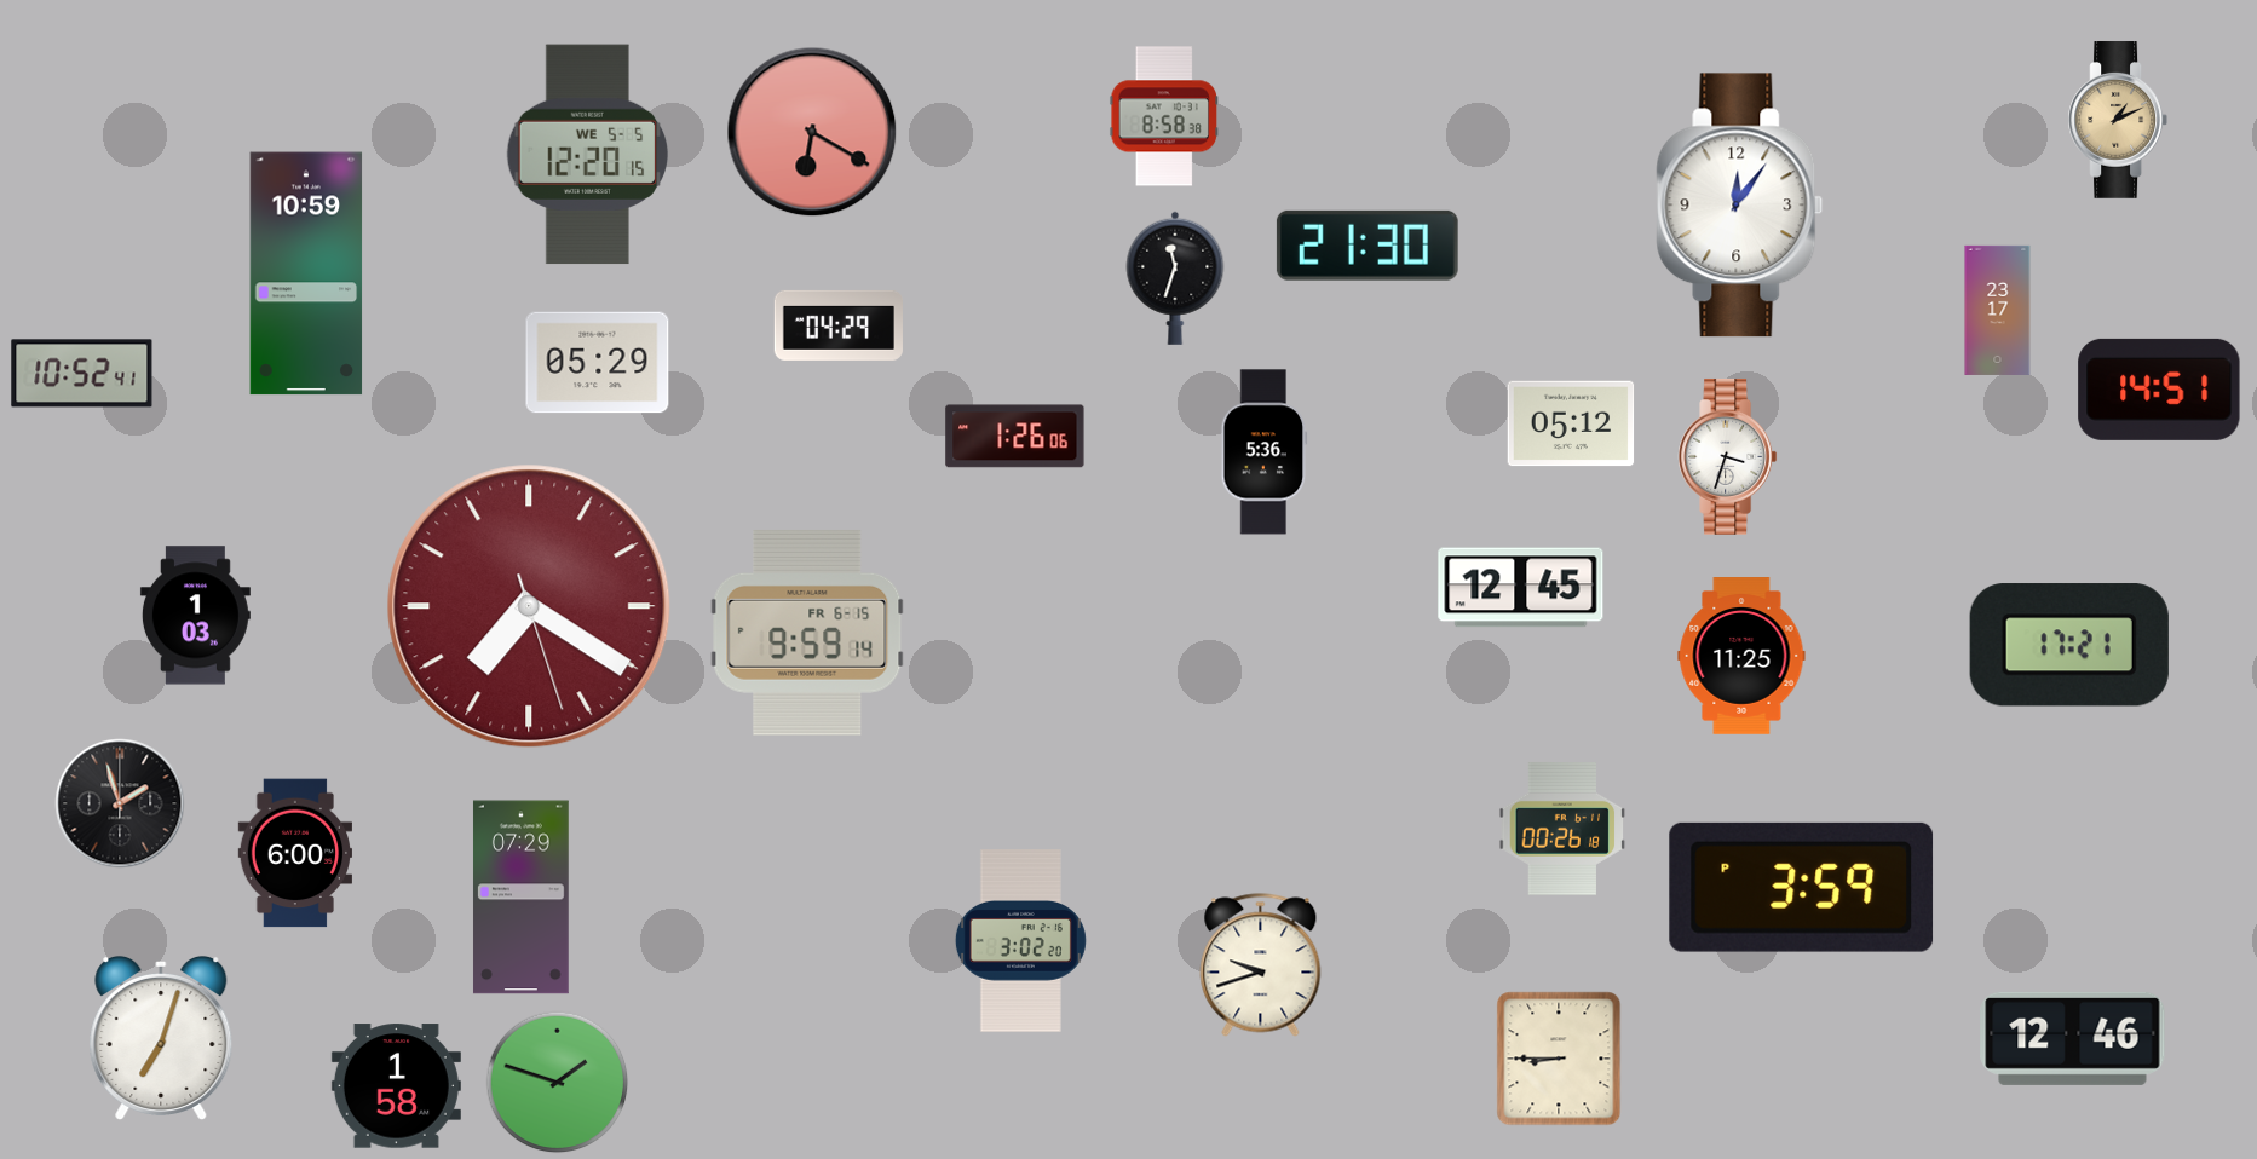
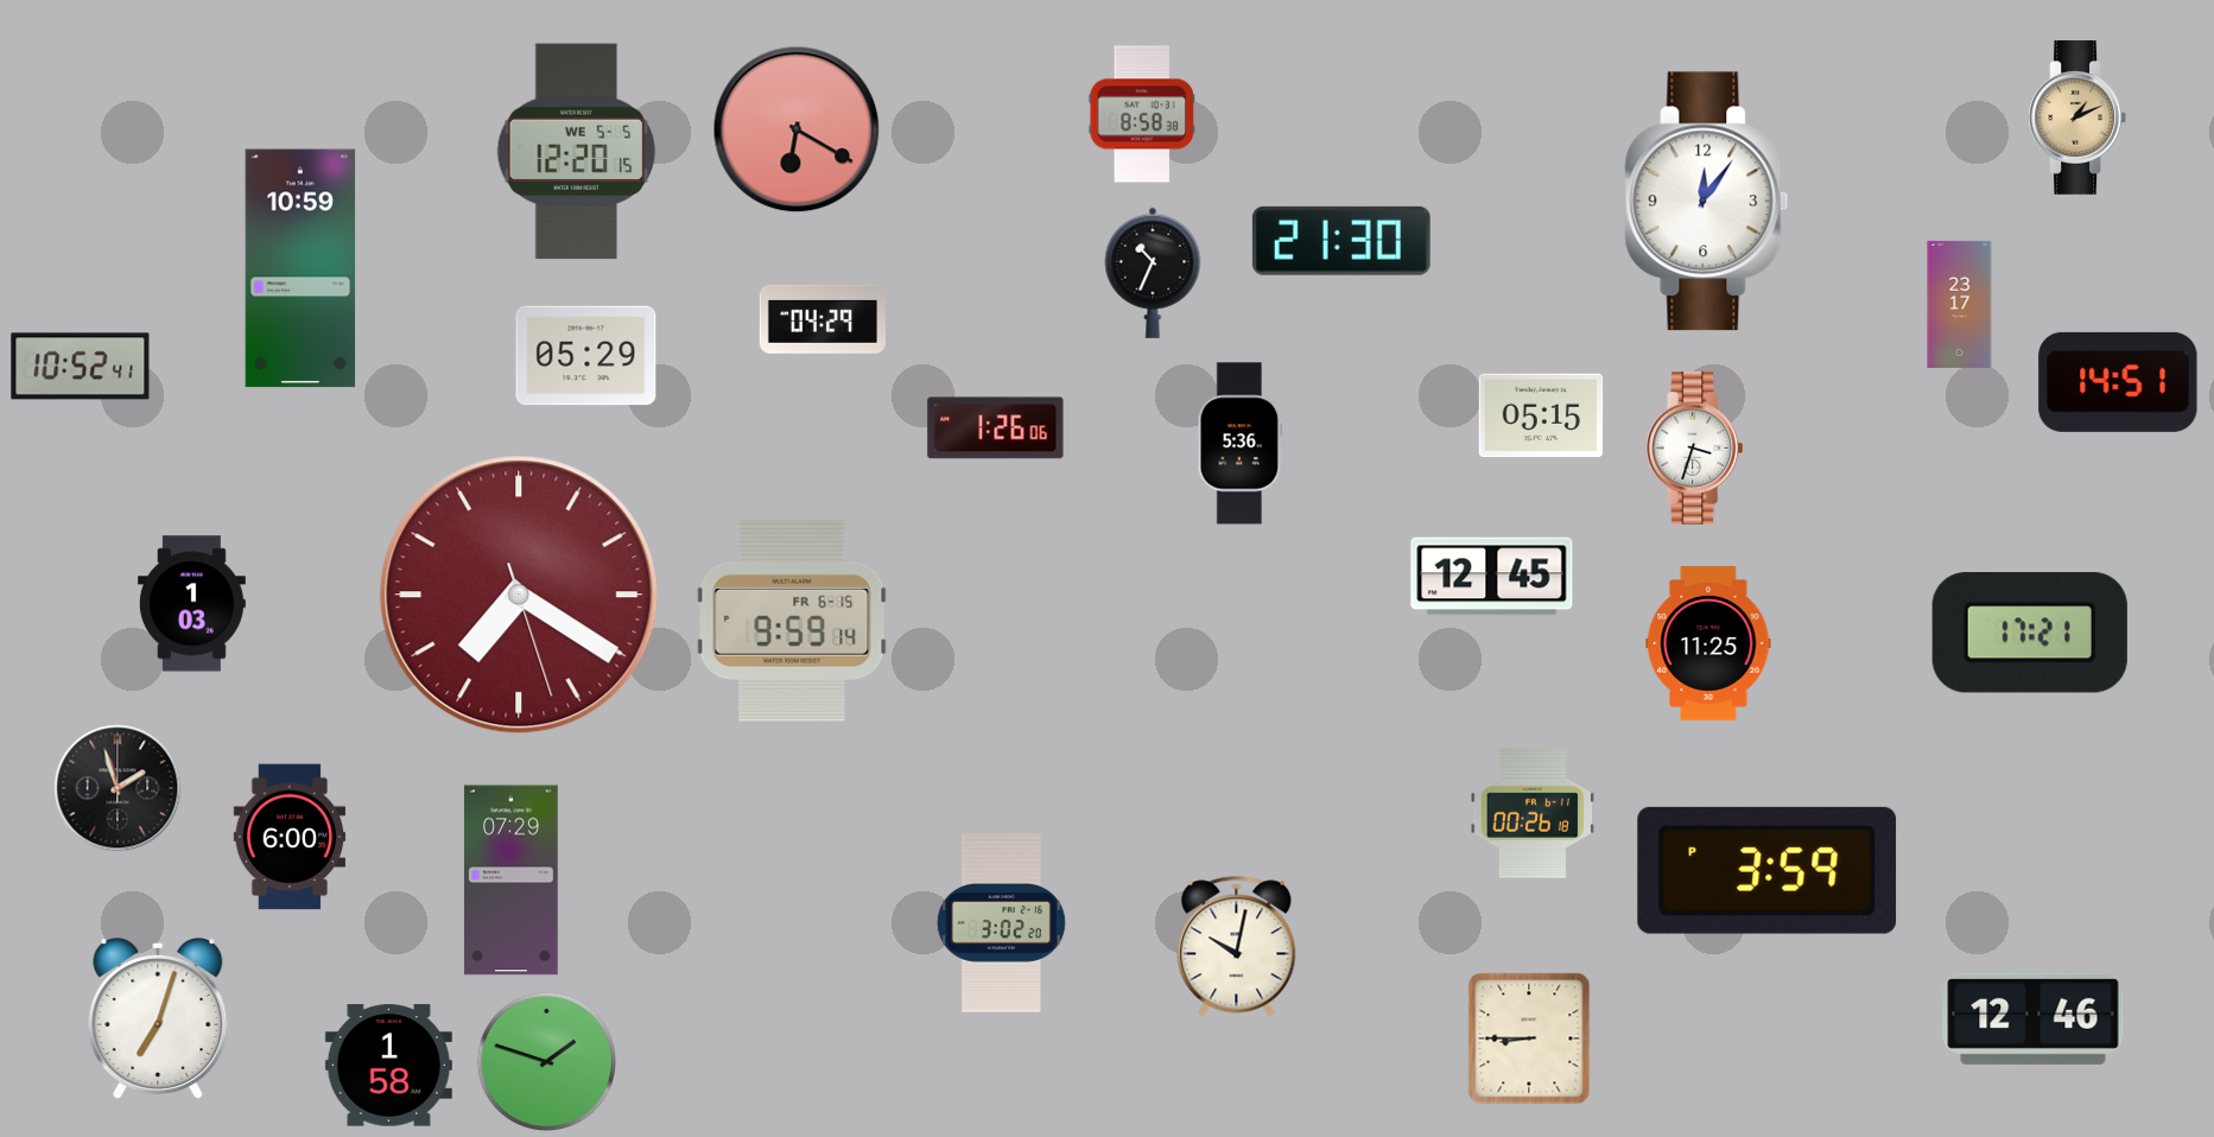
clock at (1175, 278): 11:33 -> 10:34
clock at (1571, 423): 05:12 -> 05:15
clock at (1261, 965): 9:42 -> 10:02
